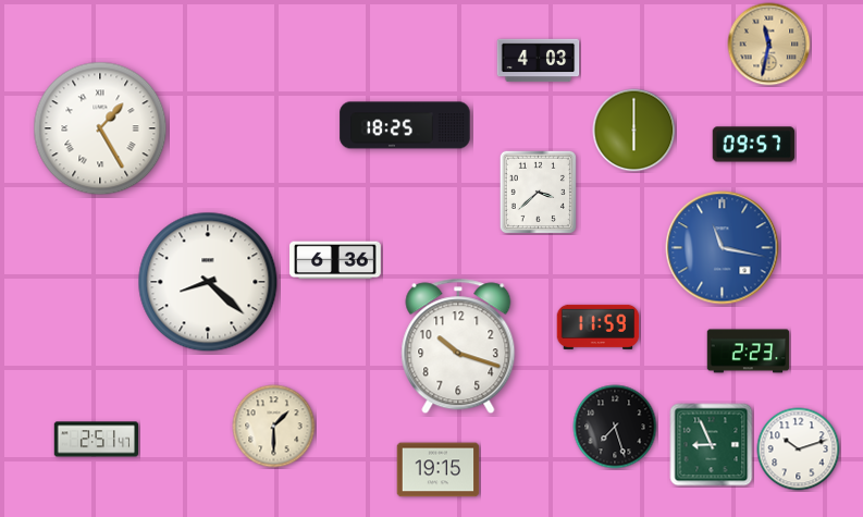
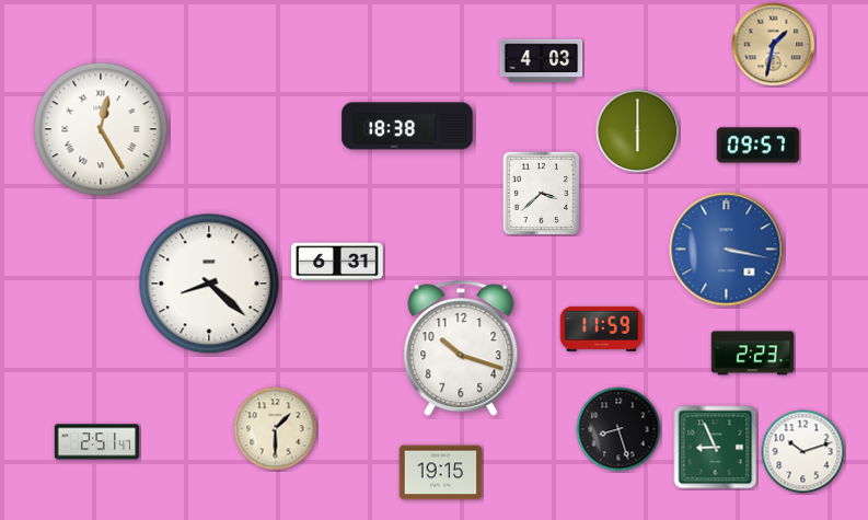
clock at (769, 45): 11:32 -> 1:32
clock at (405, 125): 18:25 -> 18:38
clock at (100, 128): 1:25 -> 12:25
clock at (723, 248): 11:17 -> 3:17
clock at (336, 260): 6:36 -> 6:31
clock at (615, 427): 7:27 -> 8:27
